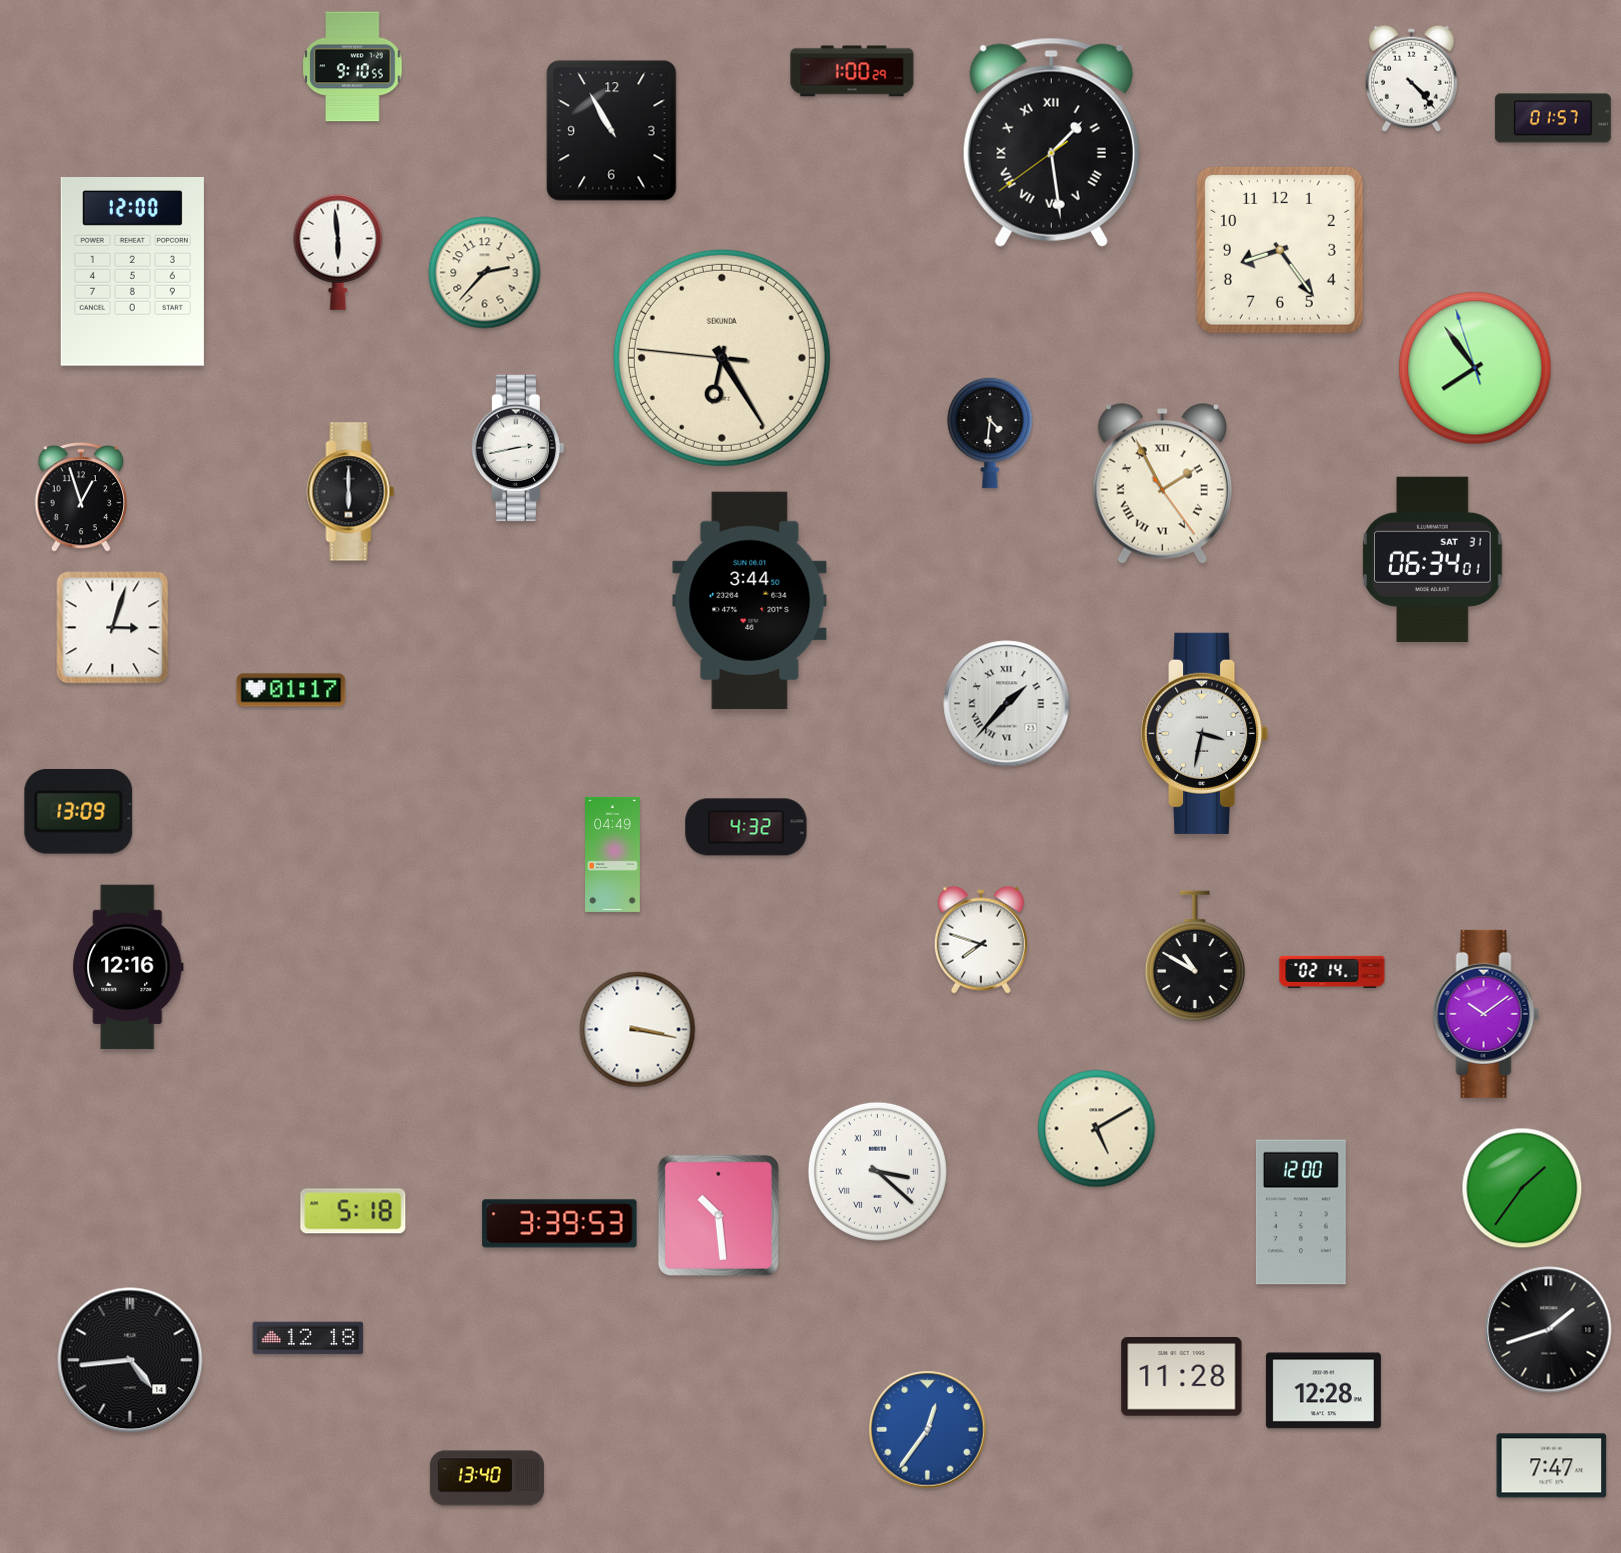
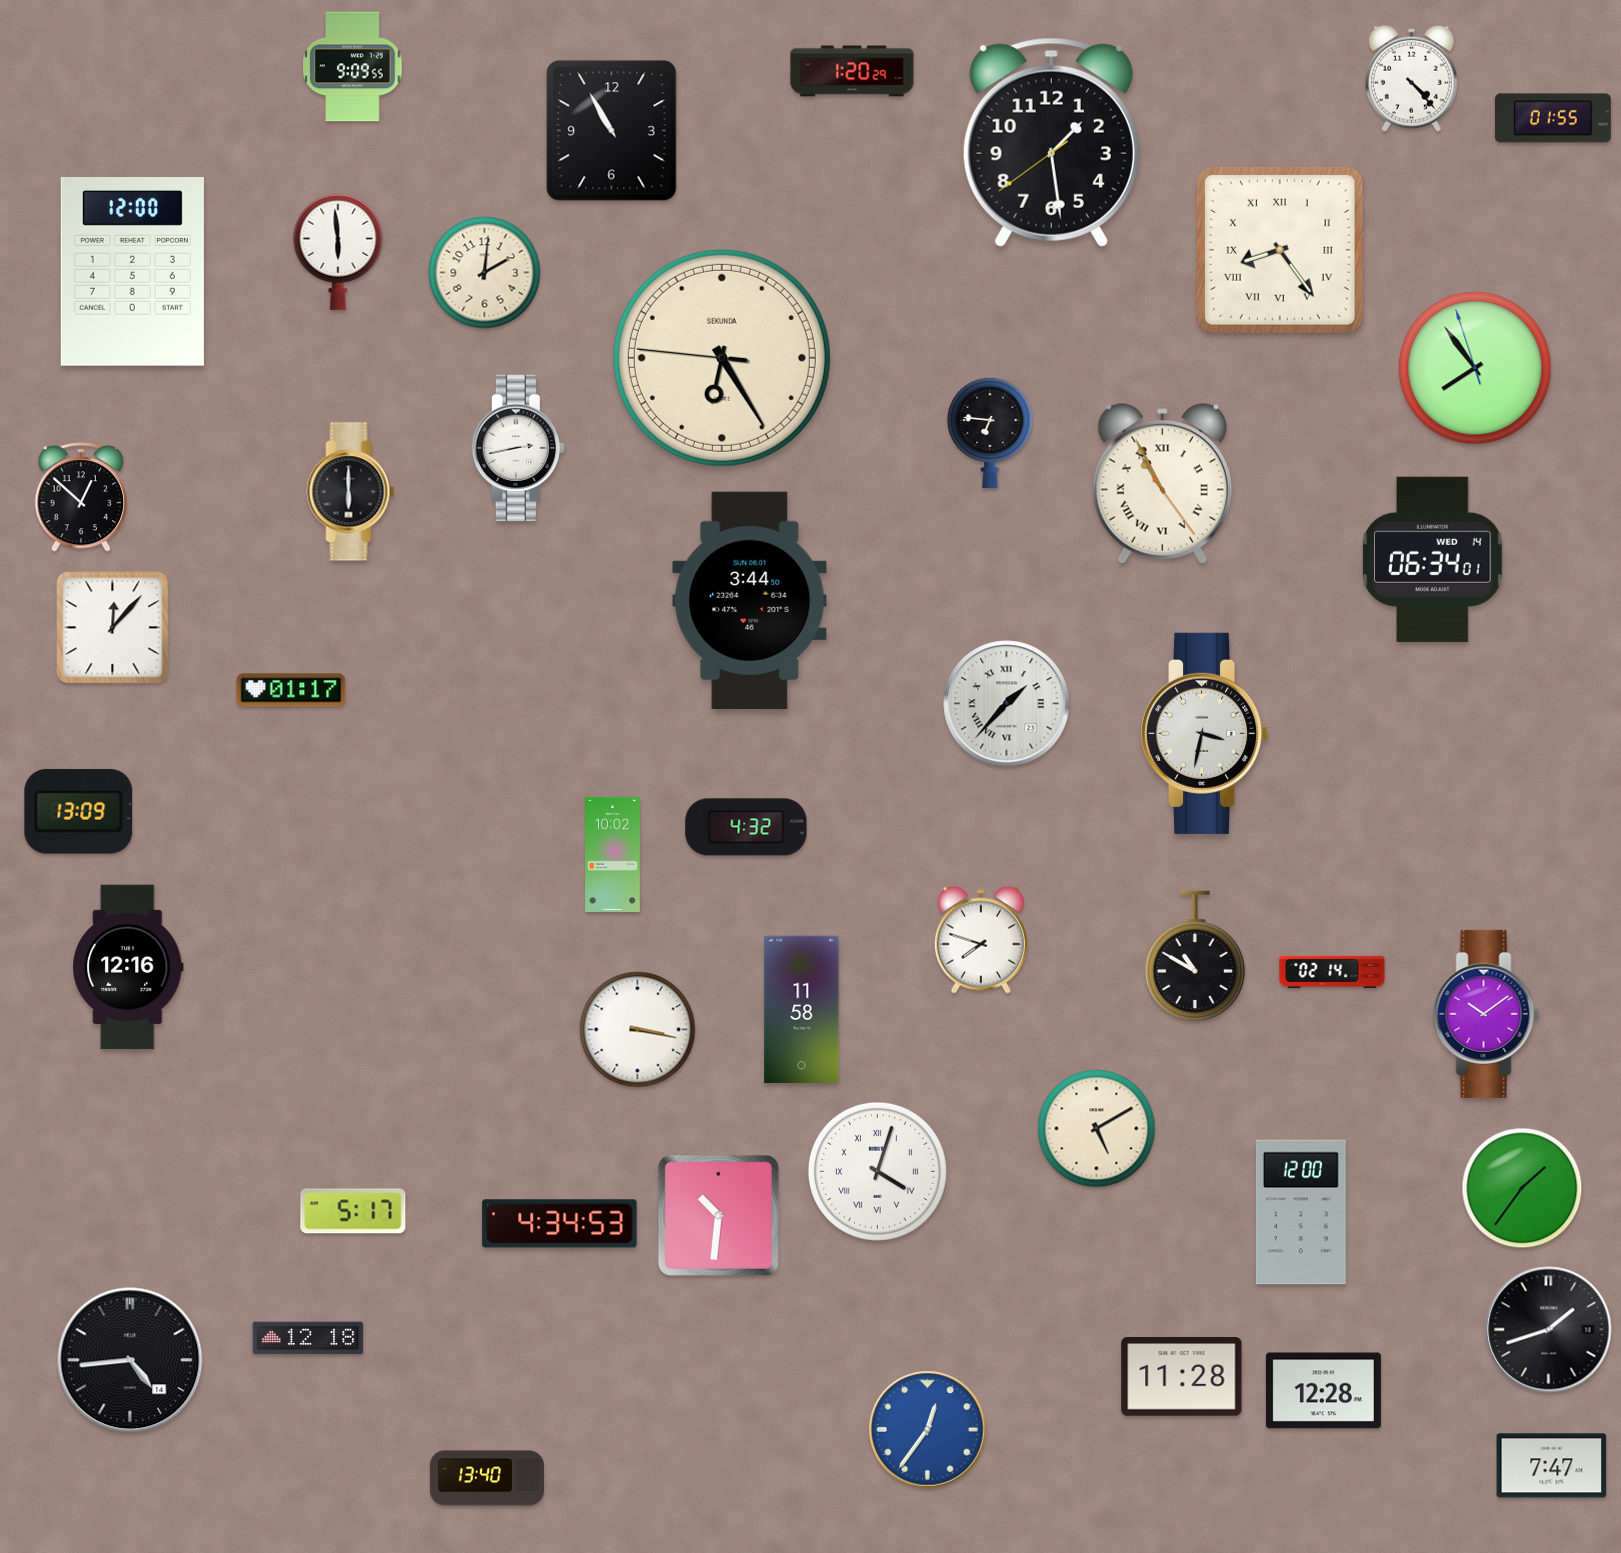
clock at (353, 67): 9:10 -> 9:09
clock at (852, 71): 1:00 -> 1:20
clock at (1553, 118): 01:57 -> 01:55
clock at (1051, 142) numerals: Roman -> Arabic
clock at (1280, 250) numerals: Arabic -> Roman
clock at (485, 273): 2:37 -> 2:01
clock at (990, 433): 4:31 -> 6:46
clock at (1162, 484): 1:55 -> 10:55
clock at (80, 498): 12:57 -> 12:52
clock at (1433, 559) date: SAT 31 -> WED 14
clock at (113, 628): 3:03 -> 12:07
clock at (613, 854): 04:49 -> 10:02
clock at (802, 1010): none -> 11:58
clock at (877, 1171): 3:22 -> 4:03
clock at (353, 1211): 5:18 -> 5:17
clock at (718, 1215): 10:29 -> 10:31
clock at (560, 1224): 3:39 -> 4:34
